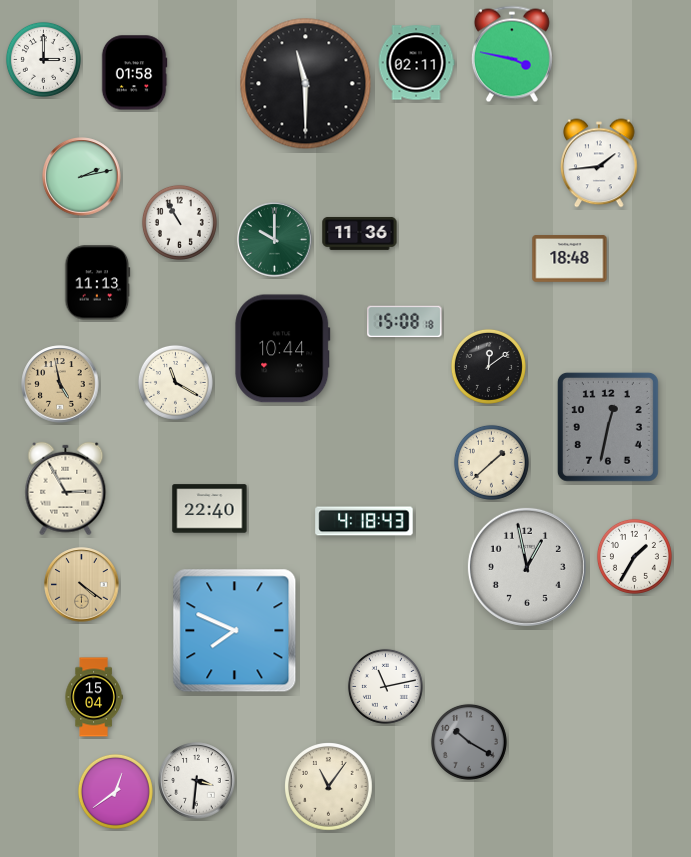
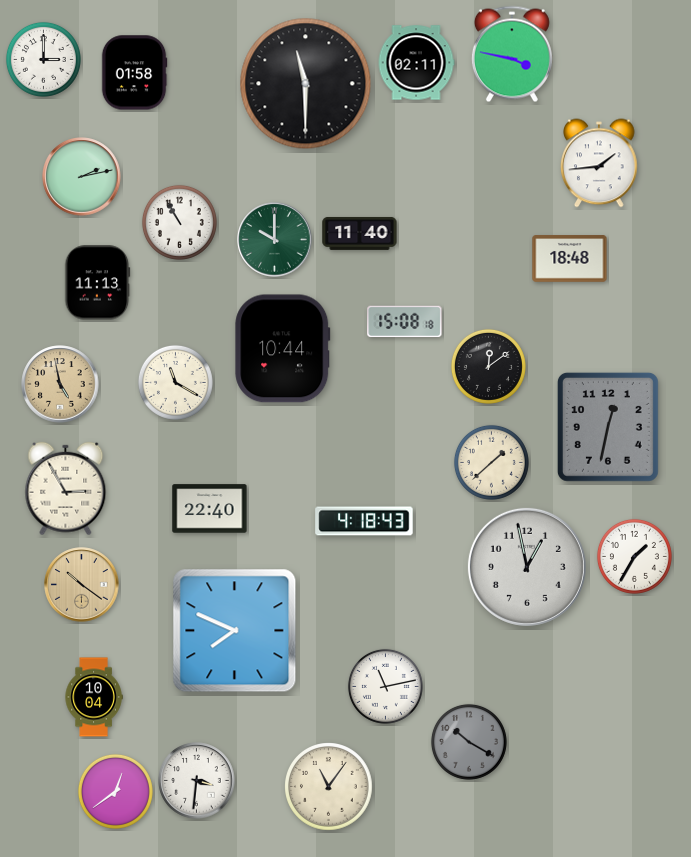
clock at (360, 233): 11:36 -> 11:40
clock at (82, 585): 4:21 -> 10:21
clock at (94, 697): 15:04 -> 10:04
